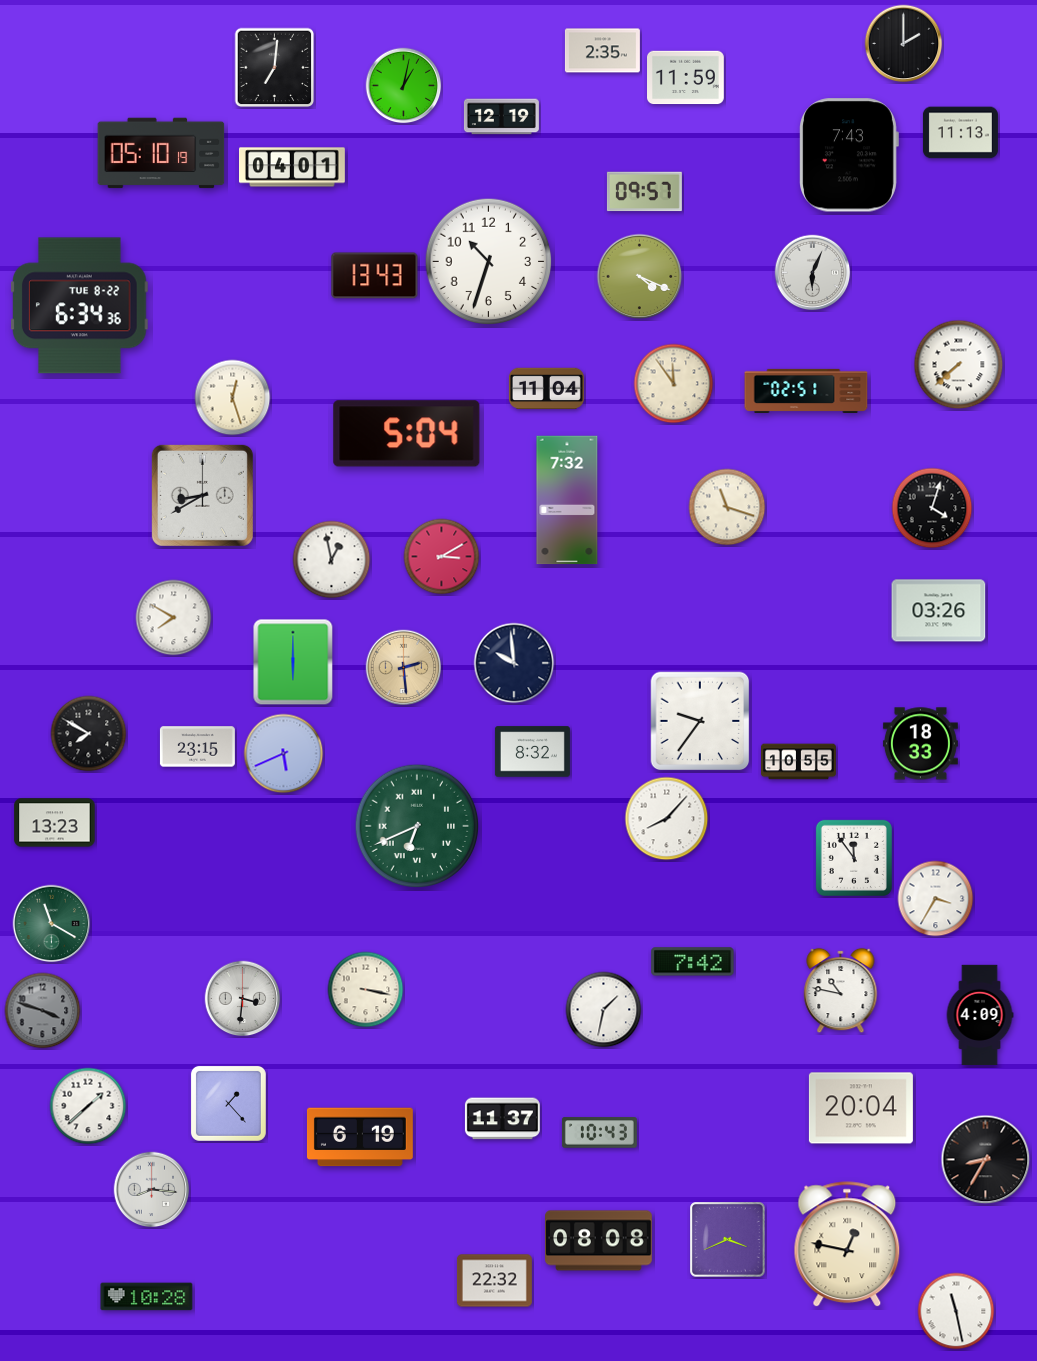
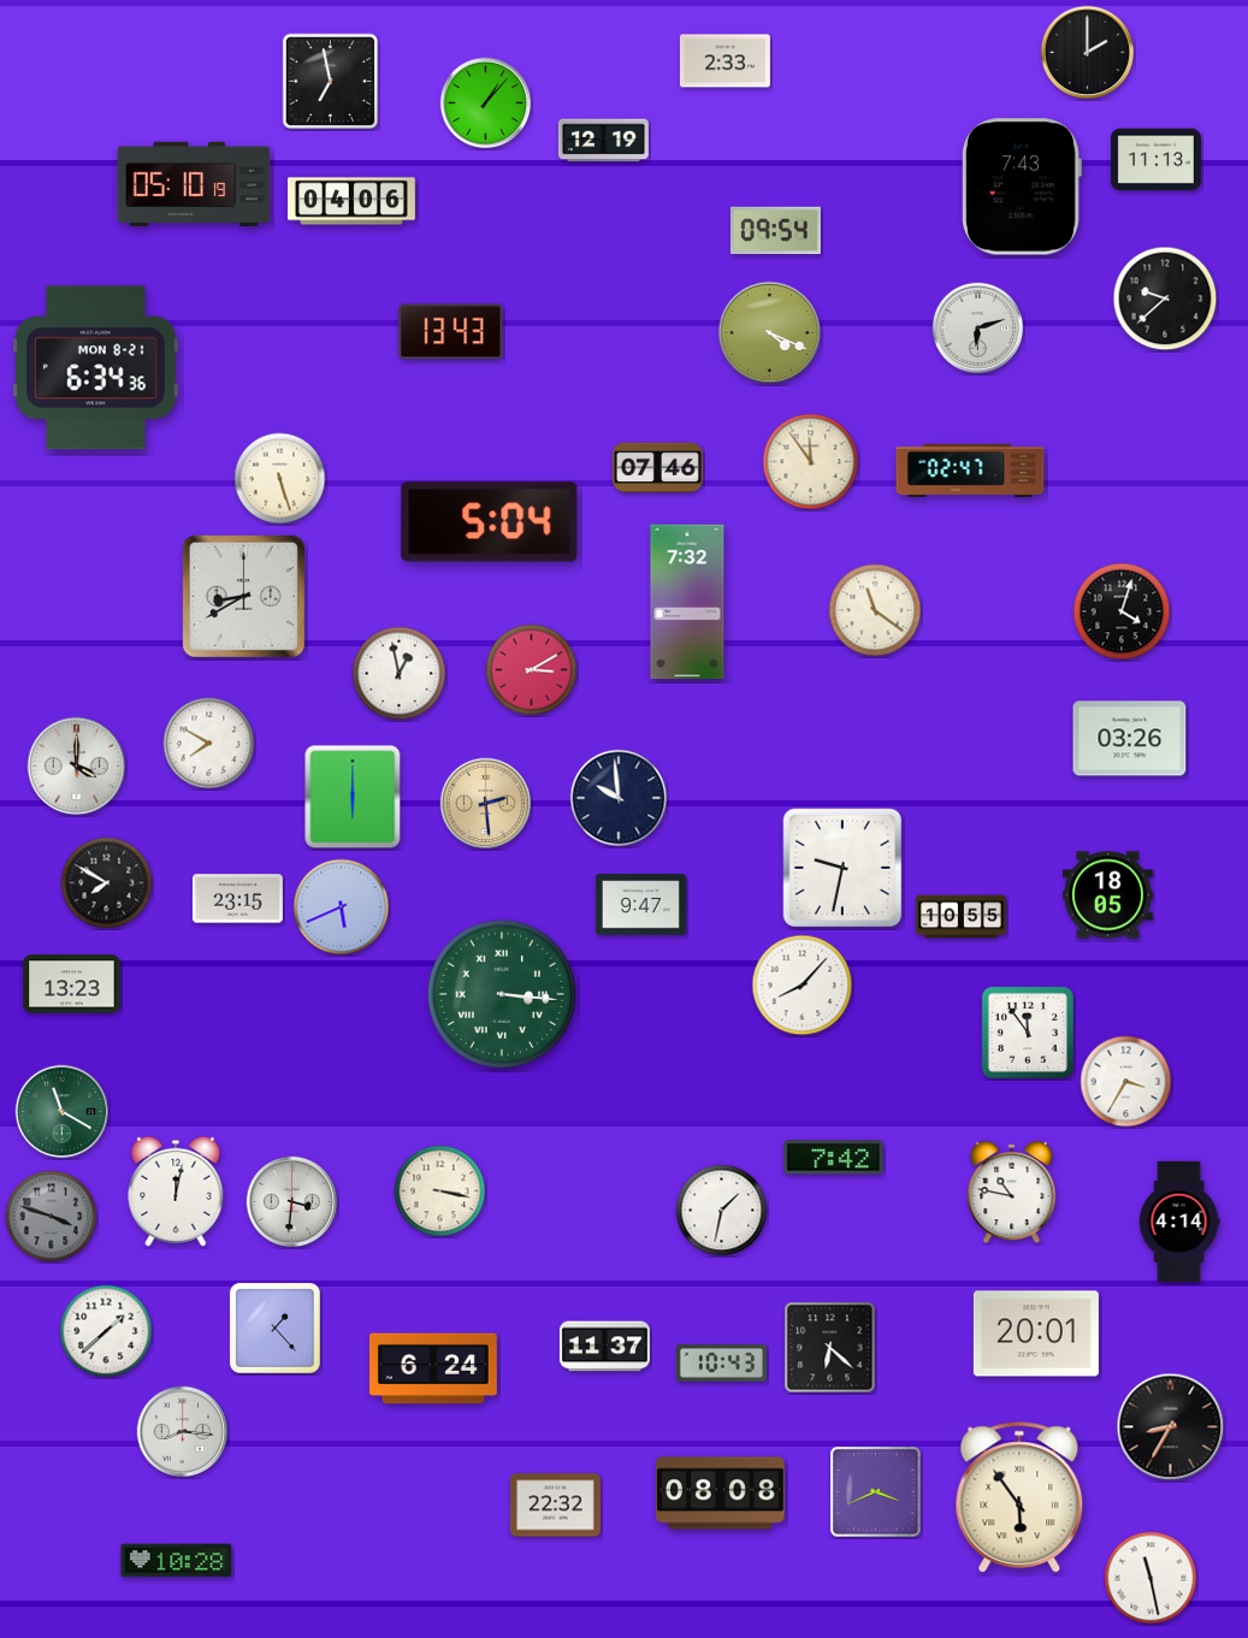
clock at (602, 51): 2:35 -> 2:33
clock at (275, 68): 7:01 -> 6:58
clock at (686, 78): 11:59 -> none
clock at (404, 86): 1:02 -> 1:07
clock at (293, 167): 04:01 -> 04:06
clock at (644, 192): 09:57 -> 09:54
clock at (1165, 298): none -> 9:38
clock at (489, 262): 10:33 -> none
clock at (813, 273): 6:04 -> 6:12
clock at (80, 306) date: TUE 8-22 -> MON 8-21
clock at (959, 365): 7:38 -> none
clock at (546, 389): 11:04 -> 07:46
clock at (806, 390): 02:51 -> 02:47
clock at (233, 398): 12:27 -> 5:27
clock at (567, 500) position: (567, 500) -> (687, 602)
clock at (727, 507): 11:18 -> 11:21
clock at (939, 611) position: (939, 611) -> (1130, 739)
clock at (77, 767): none -> 4:00
clock at (700, 721): 9:36 -> 9:32
clock at (920, 744): 18:33 -> 18:05
clock at (532, 752): 8:32 -> 9:47
clock at (55, 823) position: (55, 823) -> (72, 984)
clock at (417, 826): 6:41 -> 3:16
clock at (176, 1191): none -> 12:02
clock at (604, 1010) position: (604, 1010) -> (722, 1211)
clock at (980, 1015): 4:09 -> 4:14
clock at (861, 1108): 20:04 -> 20:01
clock at (830, 1348): none -> 6:22
clock at (360, 1137): 6:19 -> 6:24
clock at (986, 1160) position: (986, 1160) -> (1171, 1427)
clock at (847, 1245): 12:47 -> 5:54
clock at (494, 1281) position: (494, 1281) -> (555, 1506)
